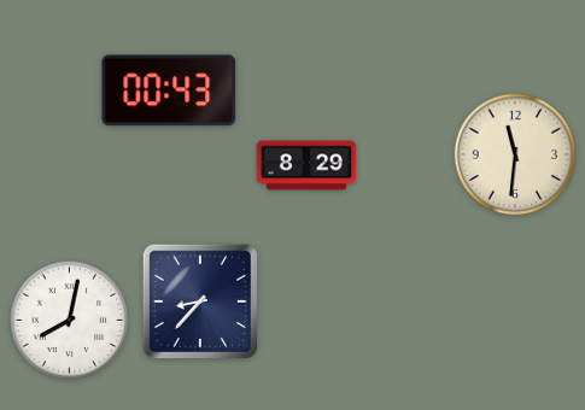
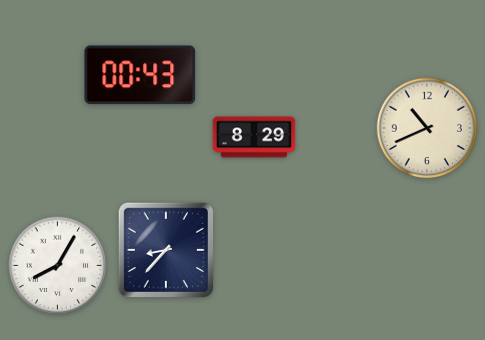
clock at (515, 154): 11:31 -> 10:41
clock at (70, 321): 8:02 -> 8:05
